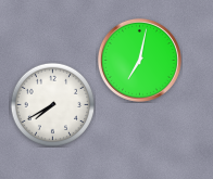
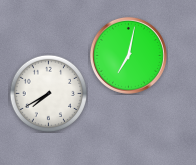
clock at (52, 104) position: (52, 104) -> (48, 93)
